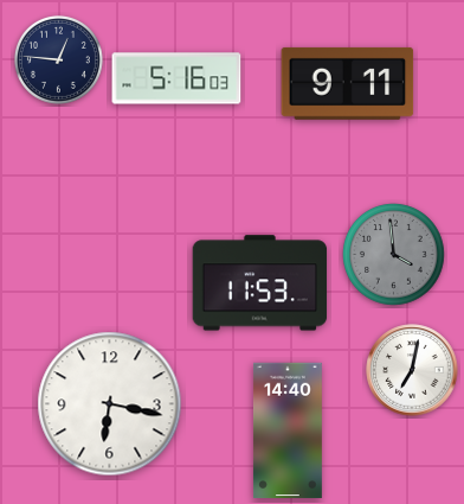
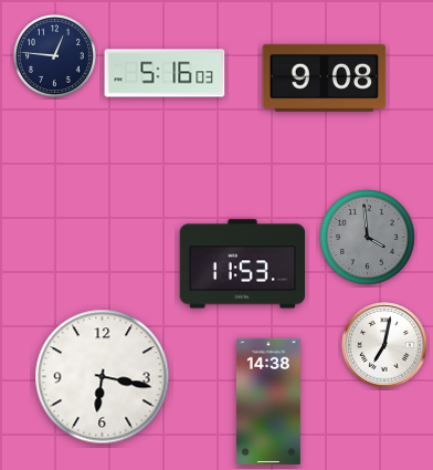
clock at (348, 83): 9:11 -> 9:08
clock at (288, 430): 14:40 -> 14:38
